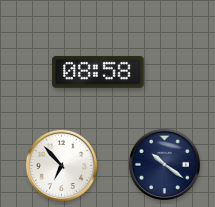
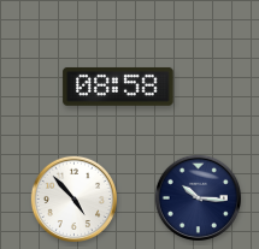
clock at (164, 164): 10:21 -> 10:16
clock at (61, 165): 6:53 -> 4:53
